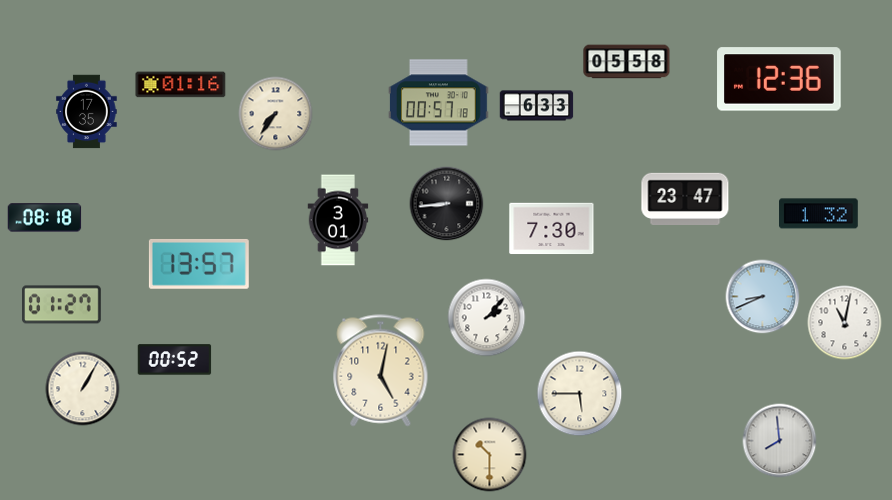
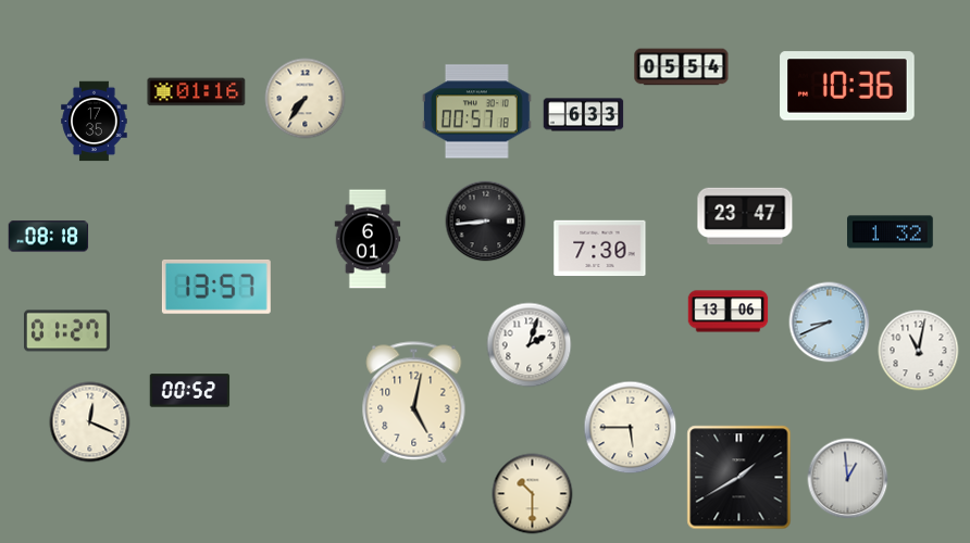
clock at (627, 62): 05:58 -> 05:54
clock at (779, 79): 12:36 -> 10:36
clock at (276, 114) position: (276, 114) -> (306, 99)
clock at (338, 220): 3:01 -> 6:01
clock at (729, 312): none -> 13:06
clock at (487, 318): 2:07 -> 2:03
clock at (83, 389): 1:05 -> 12:19
clock at (739, 478): none -> 1:40
clock at (780, 441): 7:59 -> 12:59
